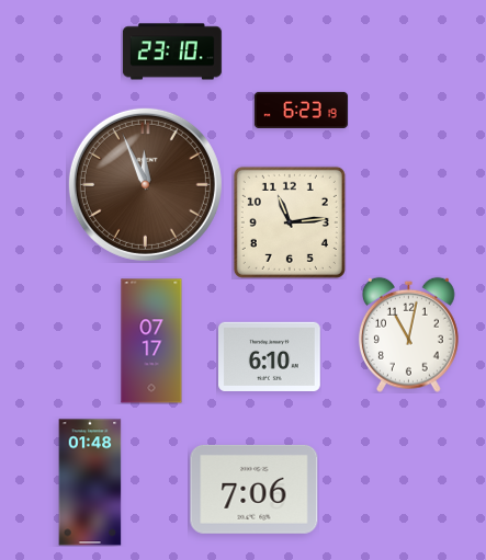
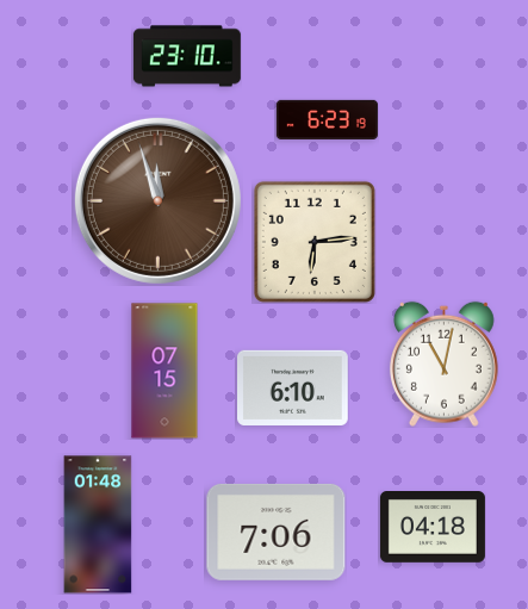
clock at (145, 184): 11:56 -> 11:57
clock at (290, 222): 11:14 -> 6:14
clock at (151, 341): 07:17 -> 07:15
clock at (433, 528): none -> 04:18
